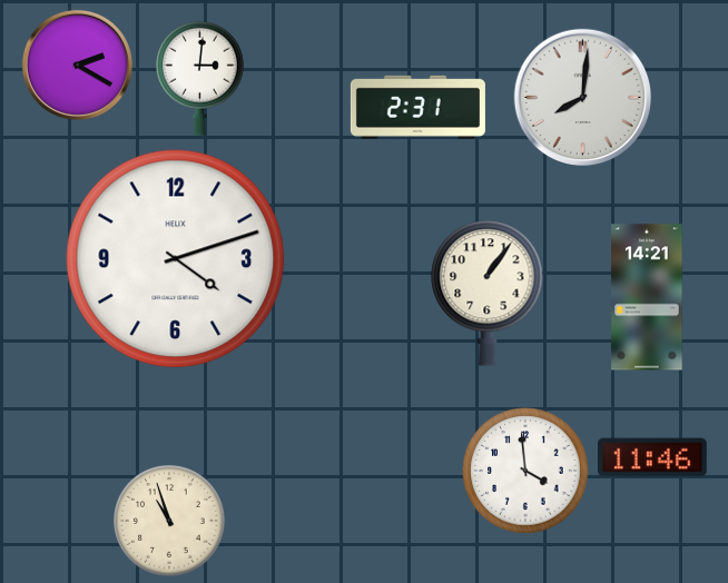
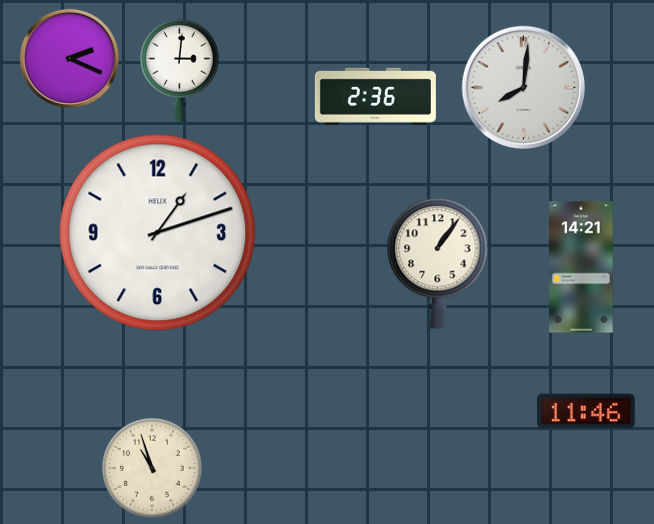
clock at (77, 65): 2:20 -> 2:19
clock at (417, 107): 2:31 -> 2:36
clock at (176, 259): 4:12 -> 1:12
clock at (525, 471): 3:59 -> none
